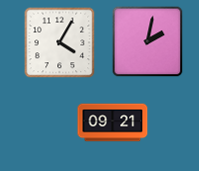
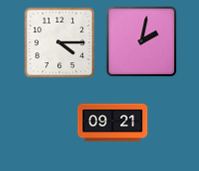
clock at (148, 42) position: (148, 42) -> (142, 42)
clock at (60, 43): 4:05 -> 4:15
